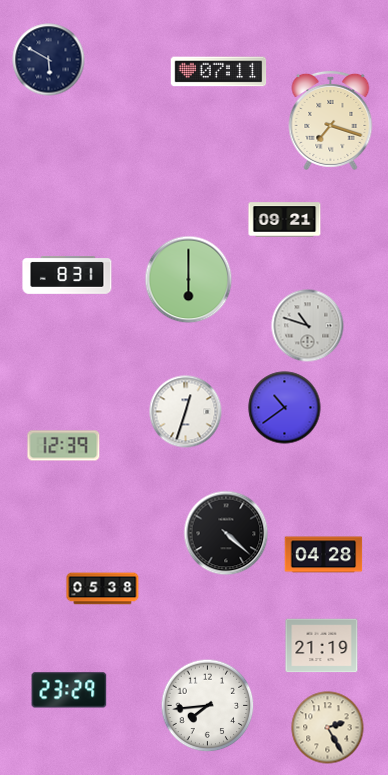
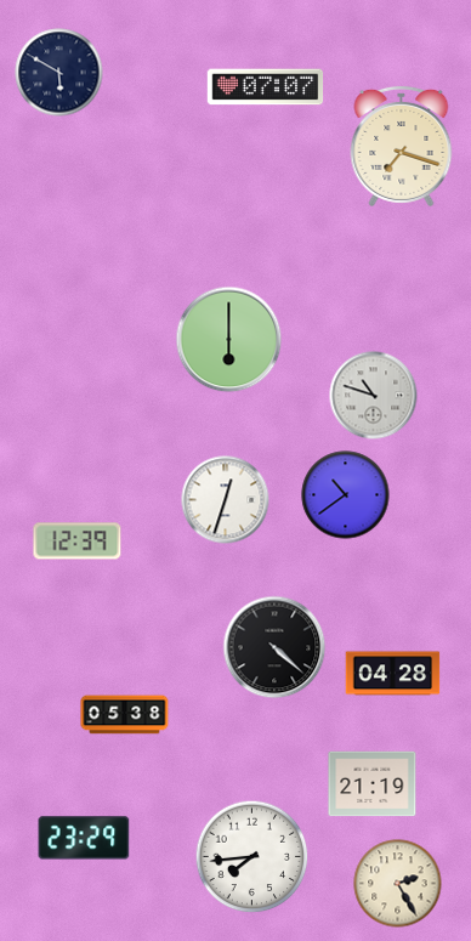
clock at (219, 72): 07:11 -> 07:07
clock at (285, 220): 09:21 -> none
clock at (67, 275): 8:31 -> none
clock at (322, 646) position: (322, 646) -> (373, 784)
